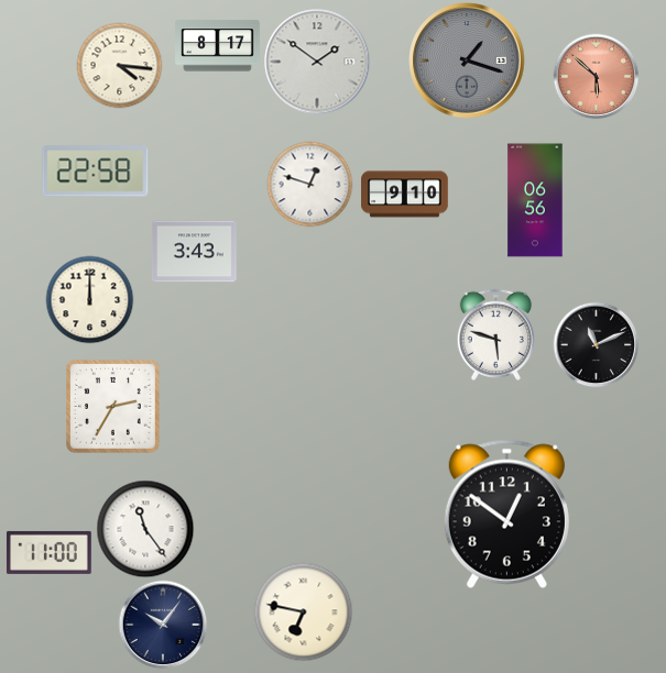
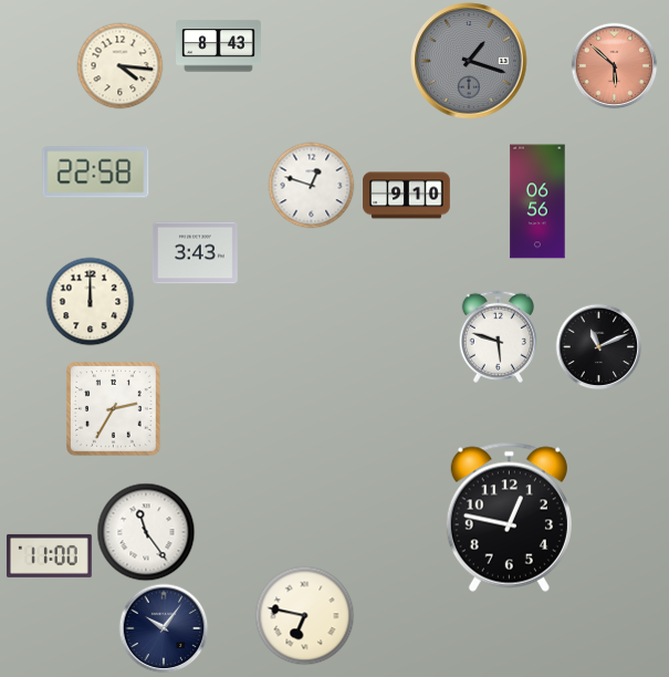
clock at (218, 46): 8:17 -> 8:43
clock at (317, 62): 1:51 -> none
clock at (596, 76) position: (596, 76) -> (614, 65)
clock at (506, 514): 12:51 -> 12:47
